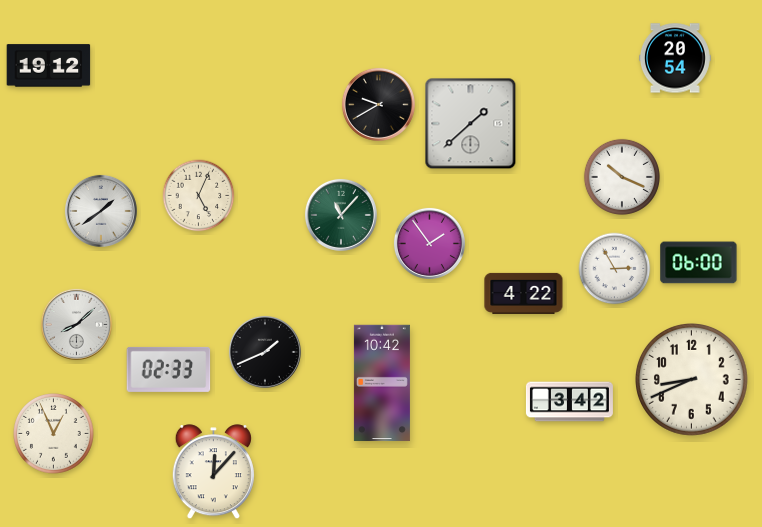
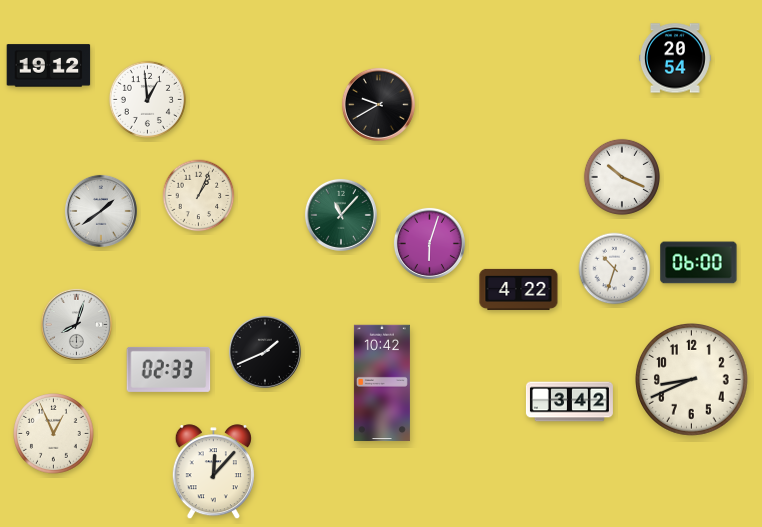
clock at (147, 99): none -> 12:59
clock at (471, 124): 1:38 -> none
clock at (199, 196): 5:04 -> 1:04
clock at (429, 243): 1:54 -> 6:03
clock at (615, 269): 2:55 -> 10:33
clock at (524, 293) position: (524, 293) -> (519, 289)
clock at (76, 324): 8:08 -> 8:03
